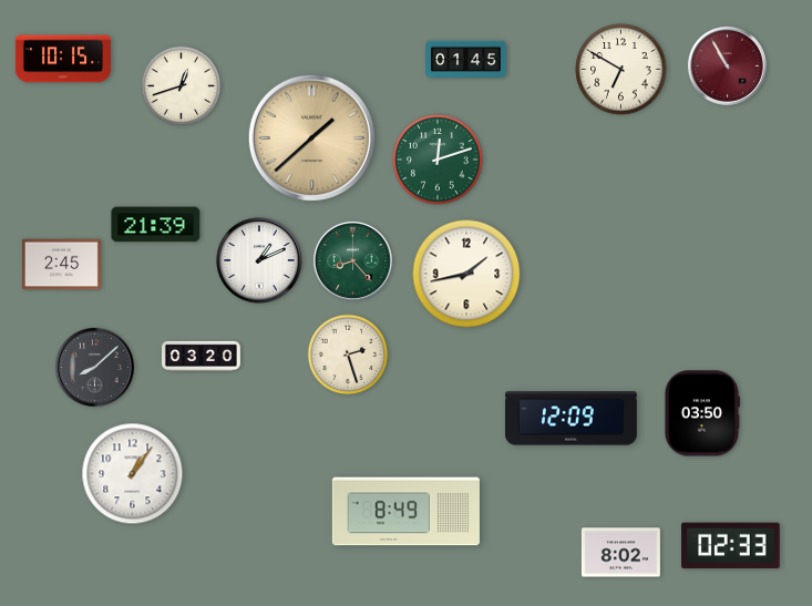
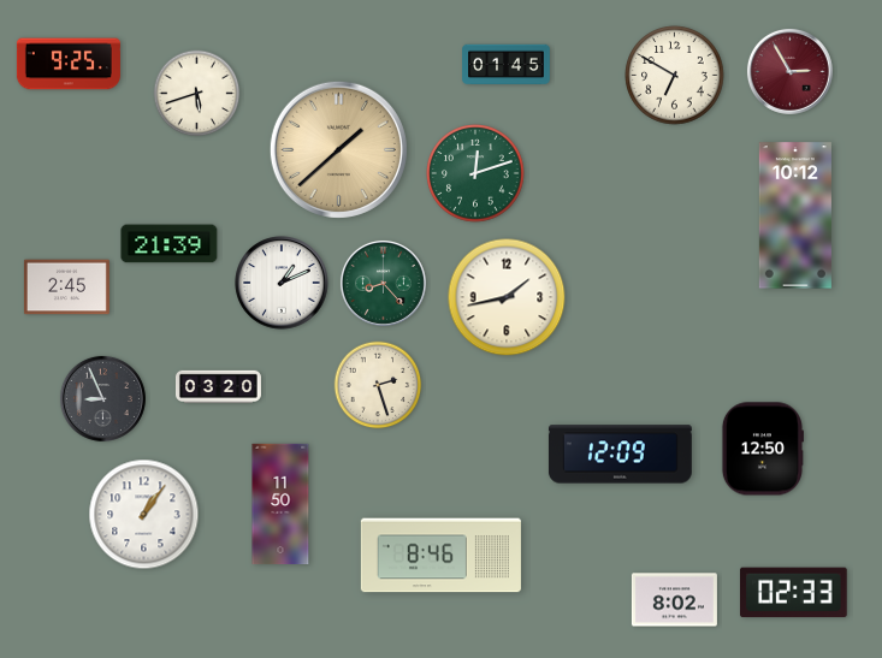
clock at (63, 59): 10:15 -> 9:25
clock at (727, 65): 10:55 -> 2:55
clock at (182, 86): 12:42 -> 5:42
clock at (795, 215): none -> 10:12
clock at (94, 367): 8:08 -> 8:56
clock at (701, 413): 03:50 -> 12:50
clock at (280, 504): none -> 11:50
clock at (405, 512): 8:49 -> 8:46
